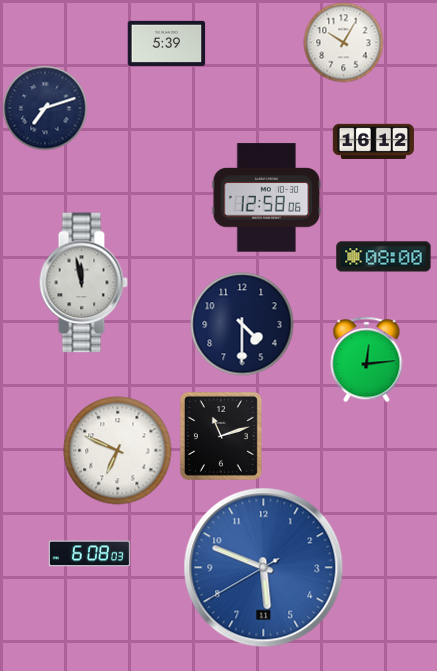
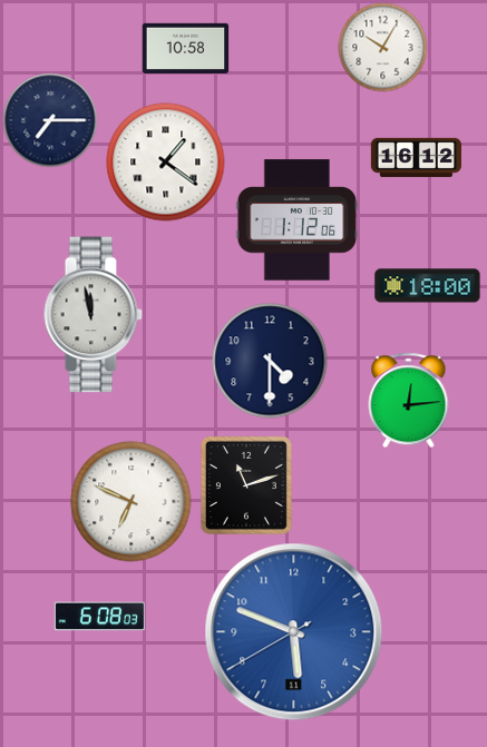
clock at (167, 43): 5:39 -> 10:58
clock at (45, 108): 7:12 -> 7:15
clock at (166, 163): none -> 1:21
clock at (267, 198): 12:58 -> 1:12
clock at (384, 257): 08:00 -> 18:00
